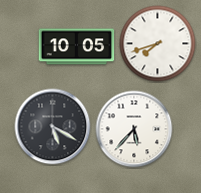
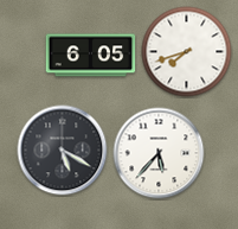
clock at (77, 47): 10:05 -> 6:05
